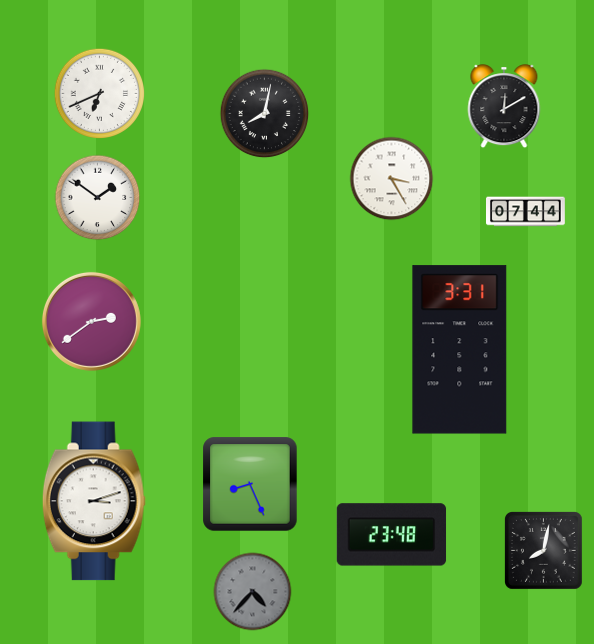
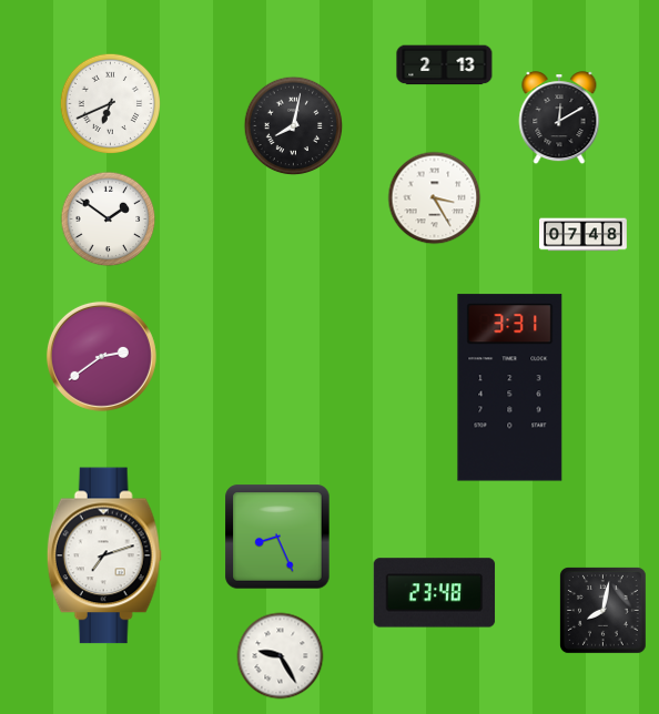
clock at (445, 65): none -> 2:13
clock at (526, 212): 07:44 -> 07:48
clock at (94, 501): 3:12 -> 7:12
clock at (253, 592): 4:37 -> 9:25
clock at (253, 592) dial: grey -> white
